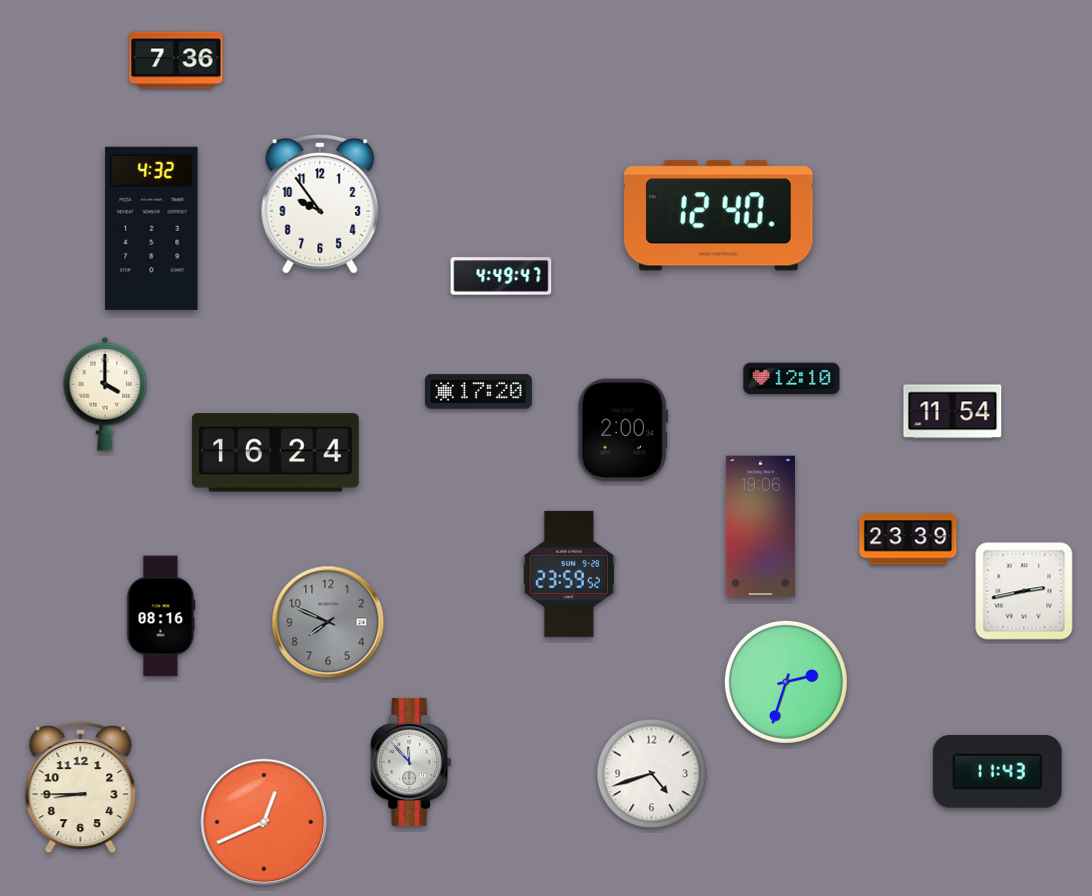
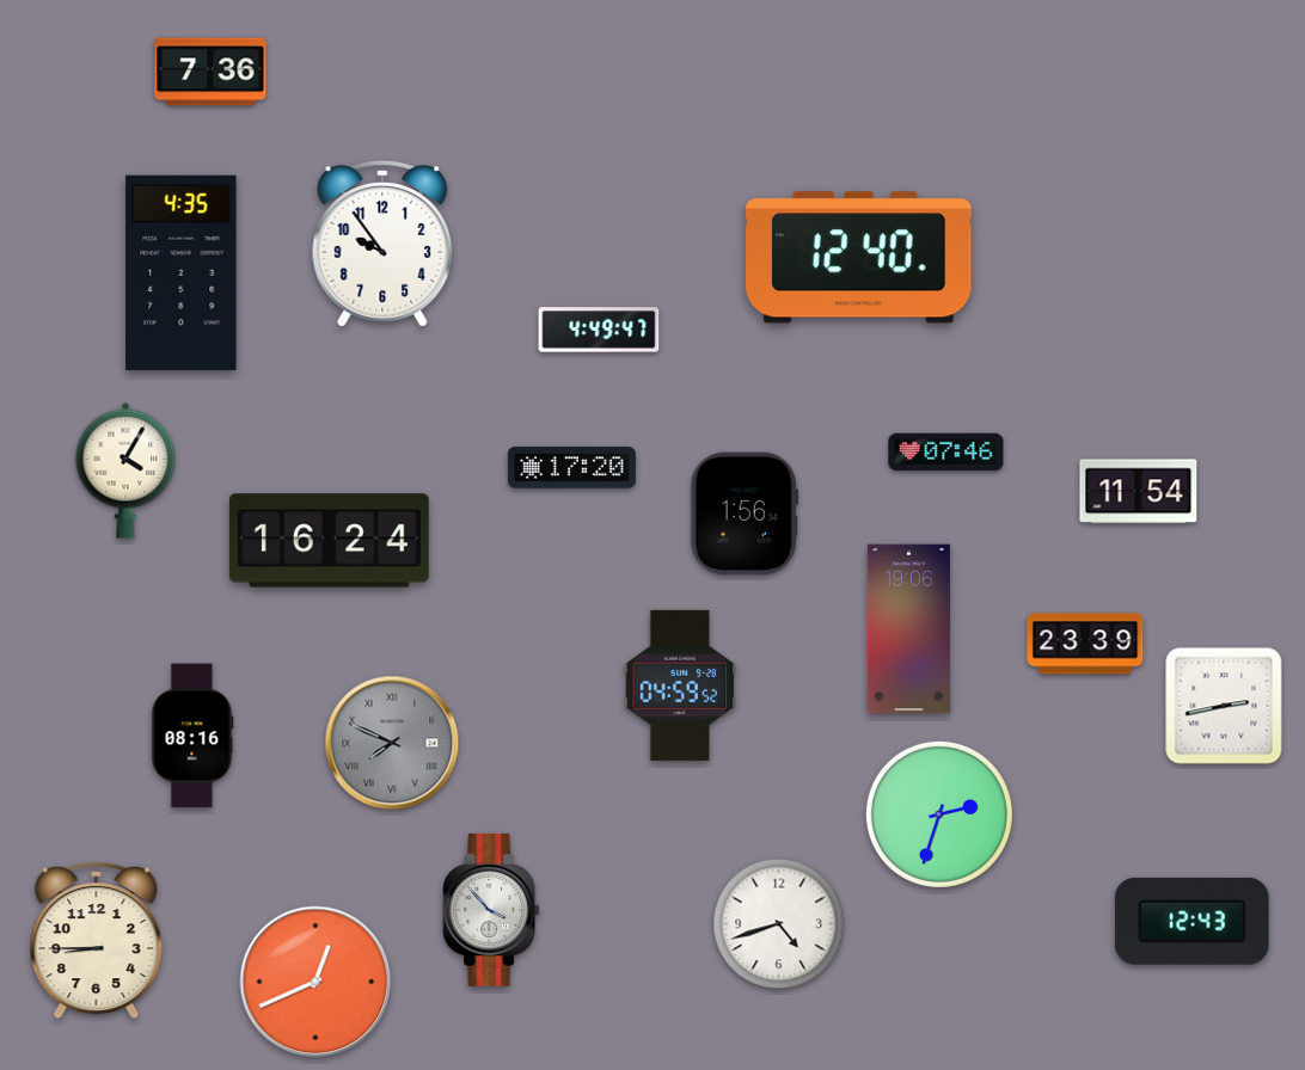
clock at (152, 228): 4:32 -> 4:35
clock at (792, 379): 12:10 -> 07:46
clock at (105, 394): 4:00 -> 4:05
clock at (623, 430): 2:00 -> 1:56
clock at (569, 574): 23:59 -> 04:59
clock at (328, 622) numerals: Arabic -> Roman
clock at (411, 762): 11:53 -> 3:53
clock at (997, 771): 11:43 -> 12:43
